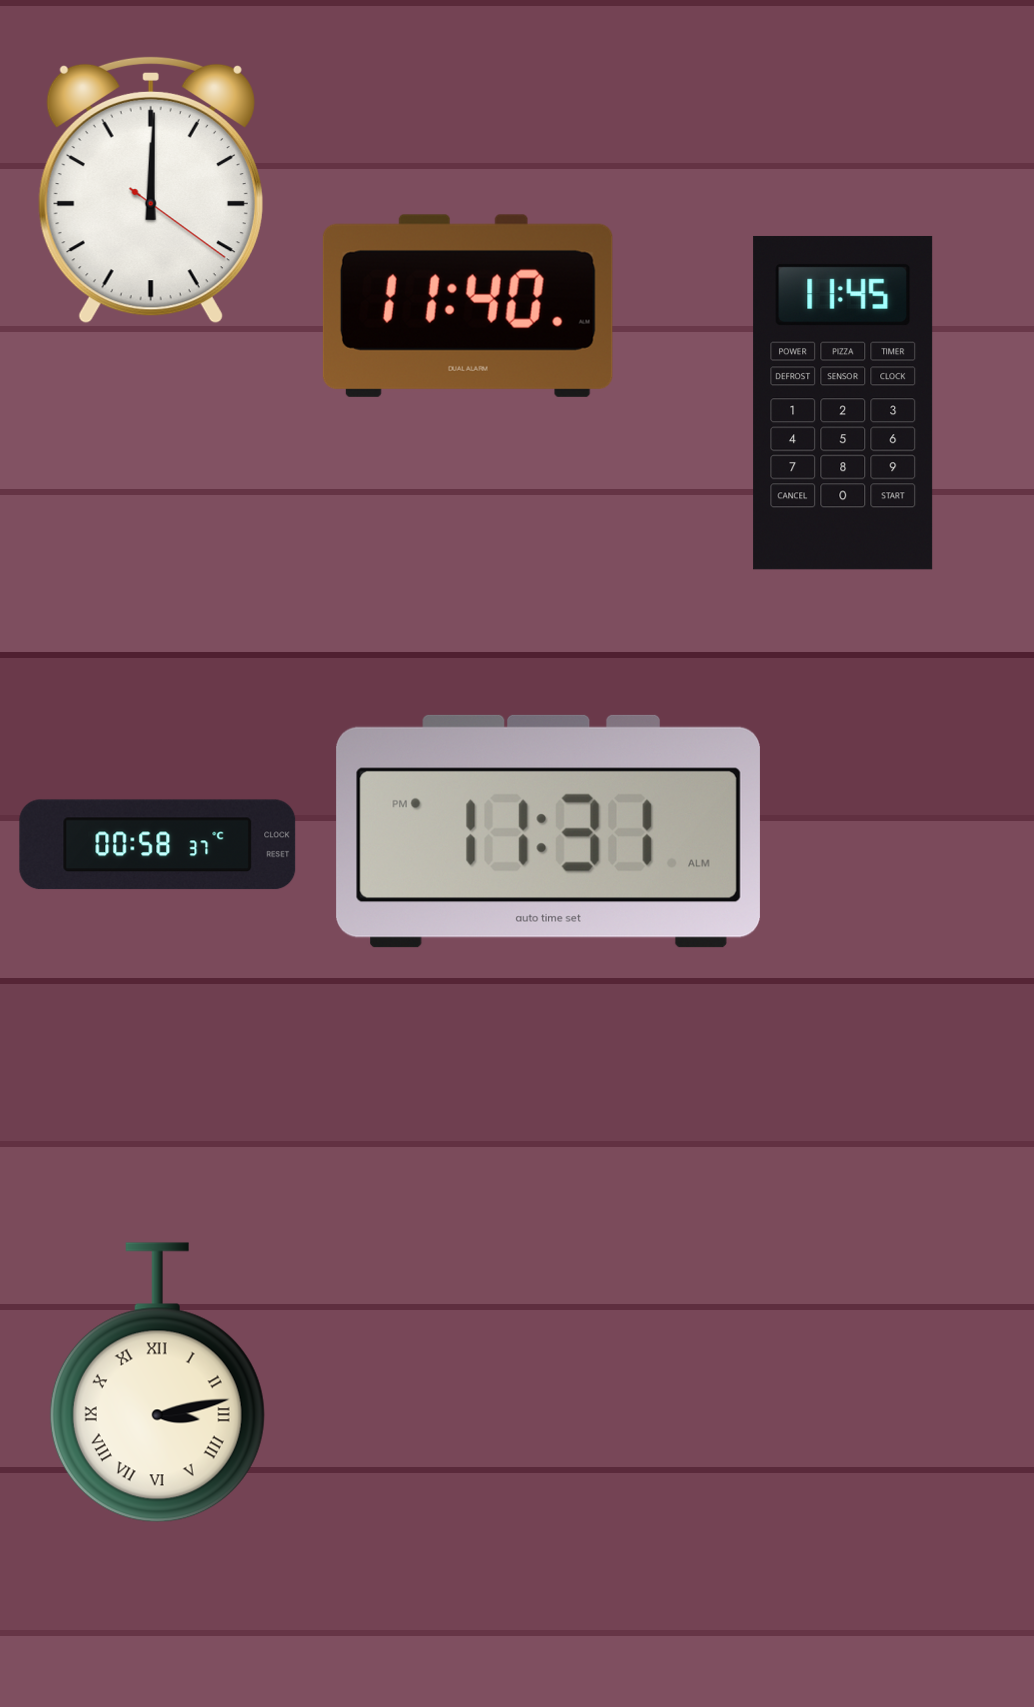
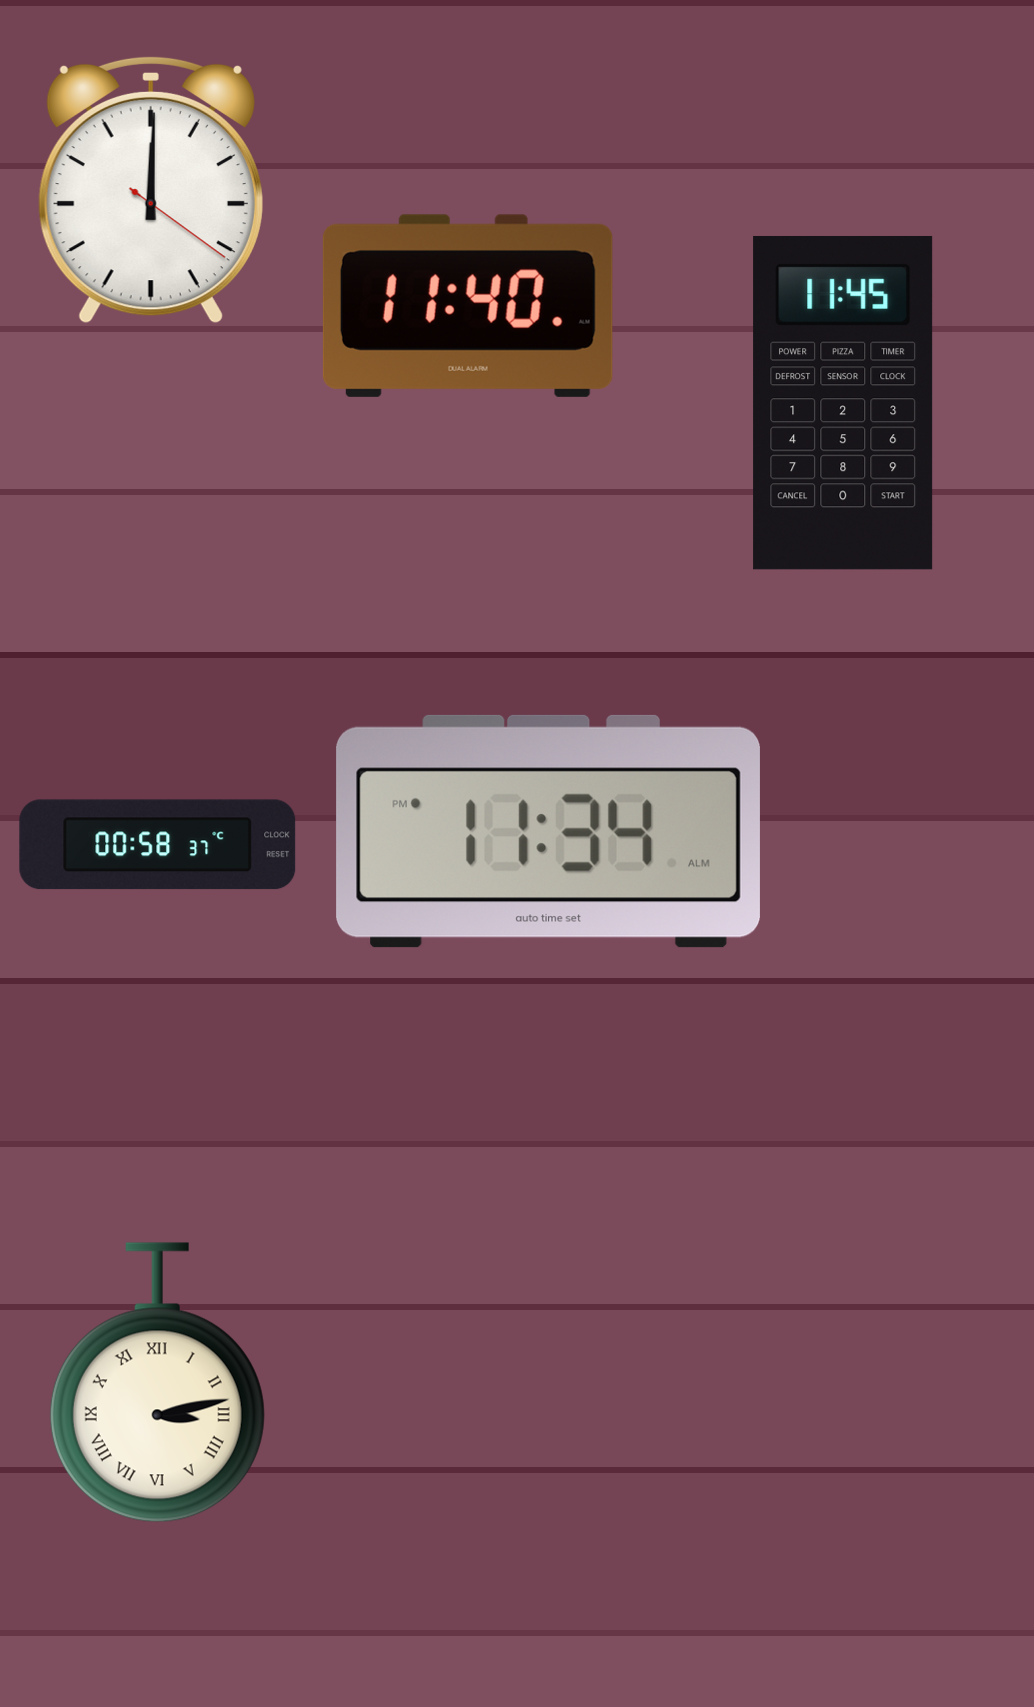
clock at (548, 831): 11:31 -> 11:34
